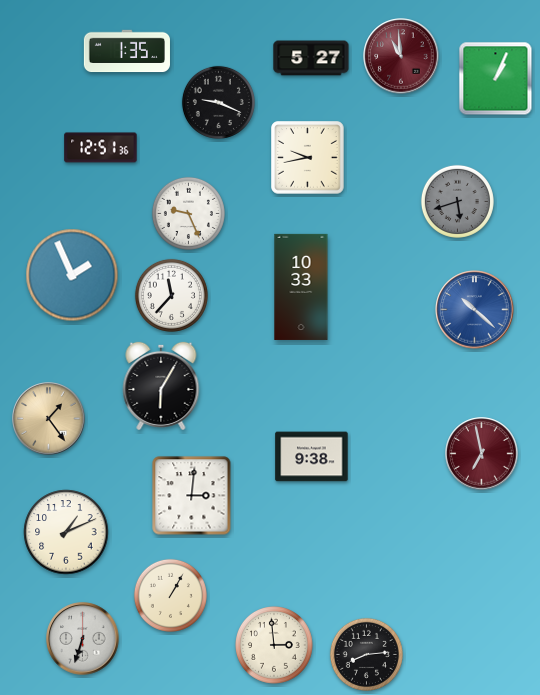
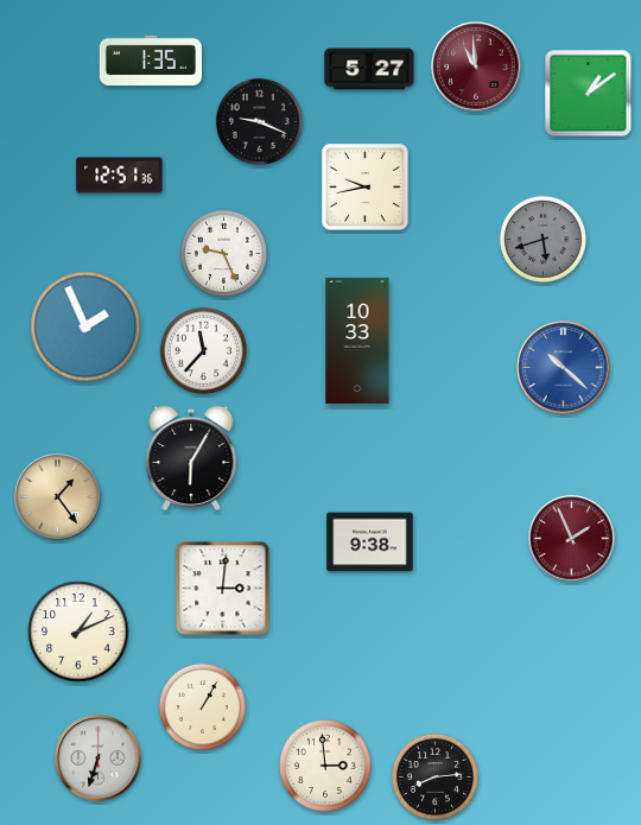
clock at (496, 79): 1:04 -> 1:09
clock at (482, 454): 6:58 -> 1:56
clock at (192, 496) position: (192, 496) -> (223, 589)
